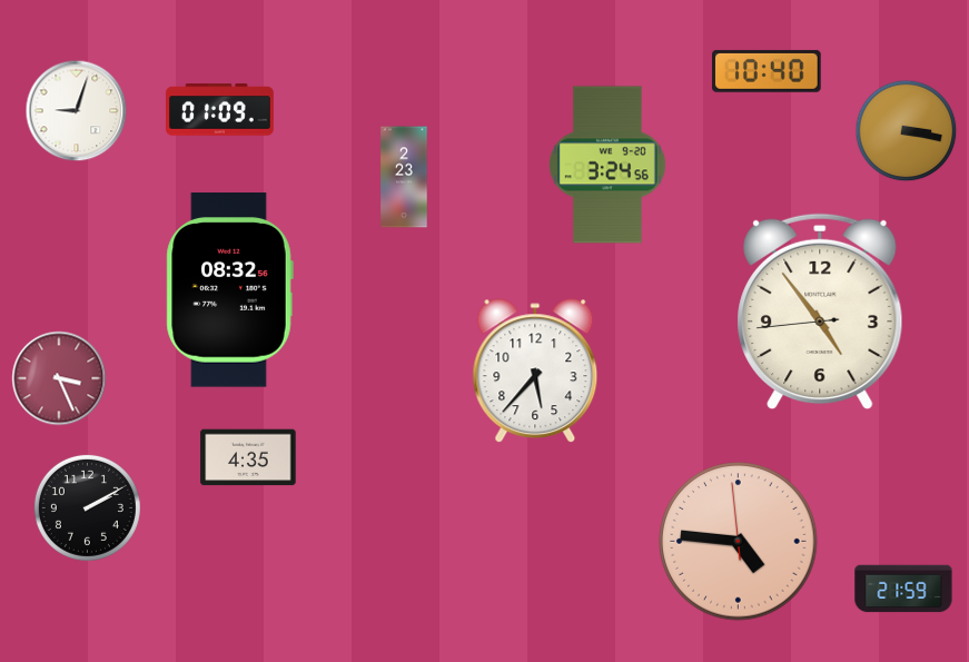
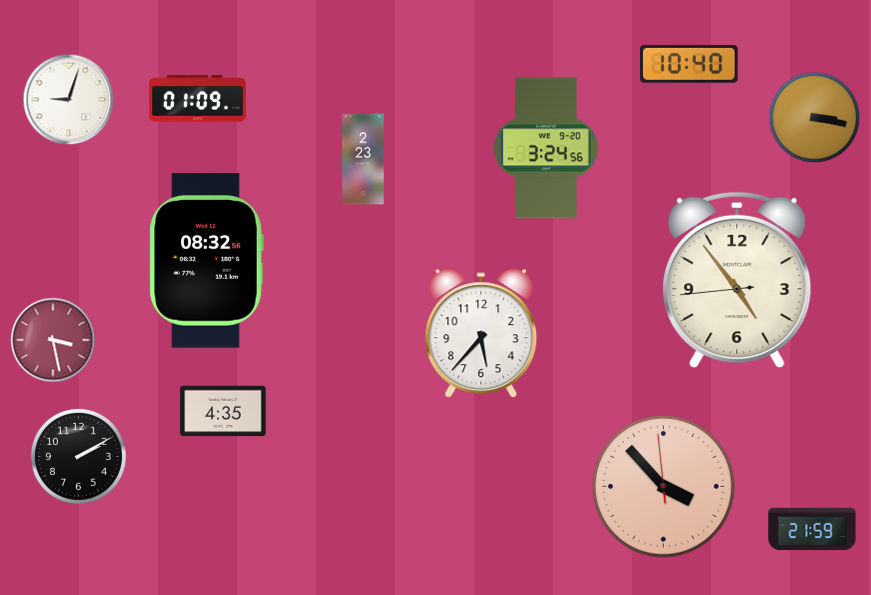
clock at (59, 378): 3:26 -> 3:28
clock at (739, 542): 4:45 -> 3:52
